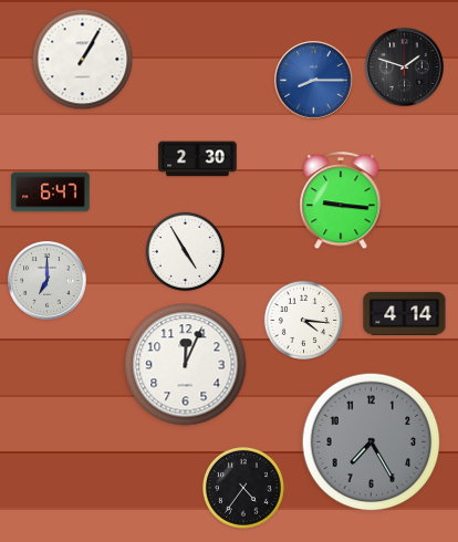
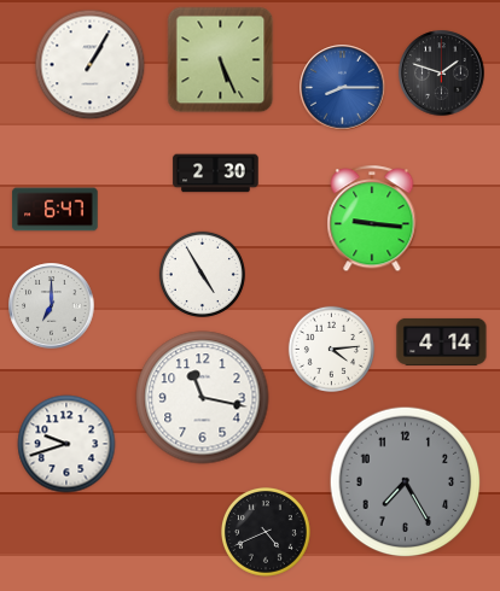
clock at (221, 60): none -> 5:26
clock at (303, 320): 4:16 -> 4:14
clock at (186, 365): 12:04 -> 11:17
clock at (66, 444): none -> 9:42
clock at (243, 488): 4:36 -> 4:41
